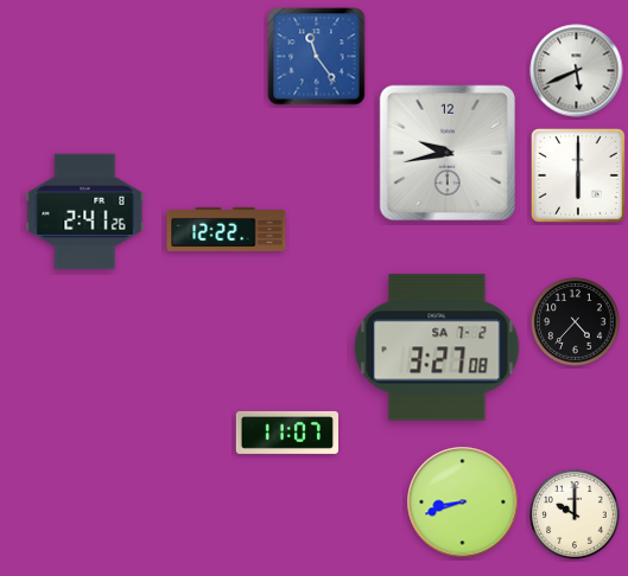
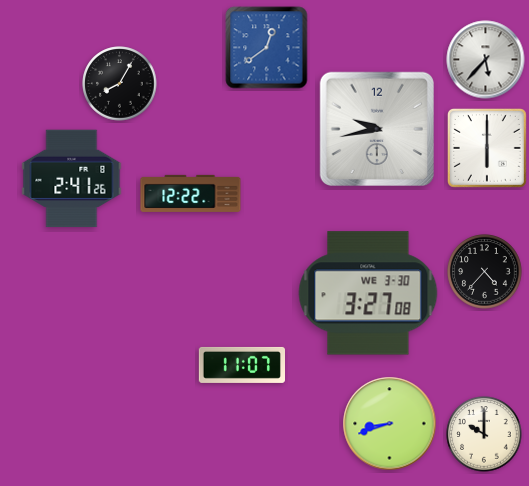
clock at (317, 57): 11:24 -> 12:39
clock at (577, 71): 5:41 -> 5:37
clock at (120, 84): none -> 8:05
clock at (437, 347) date: SA 7-2 -> WE 3-30
